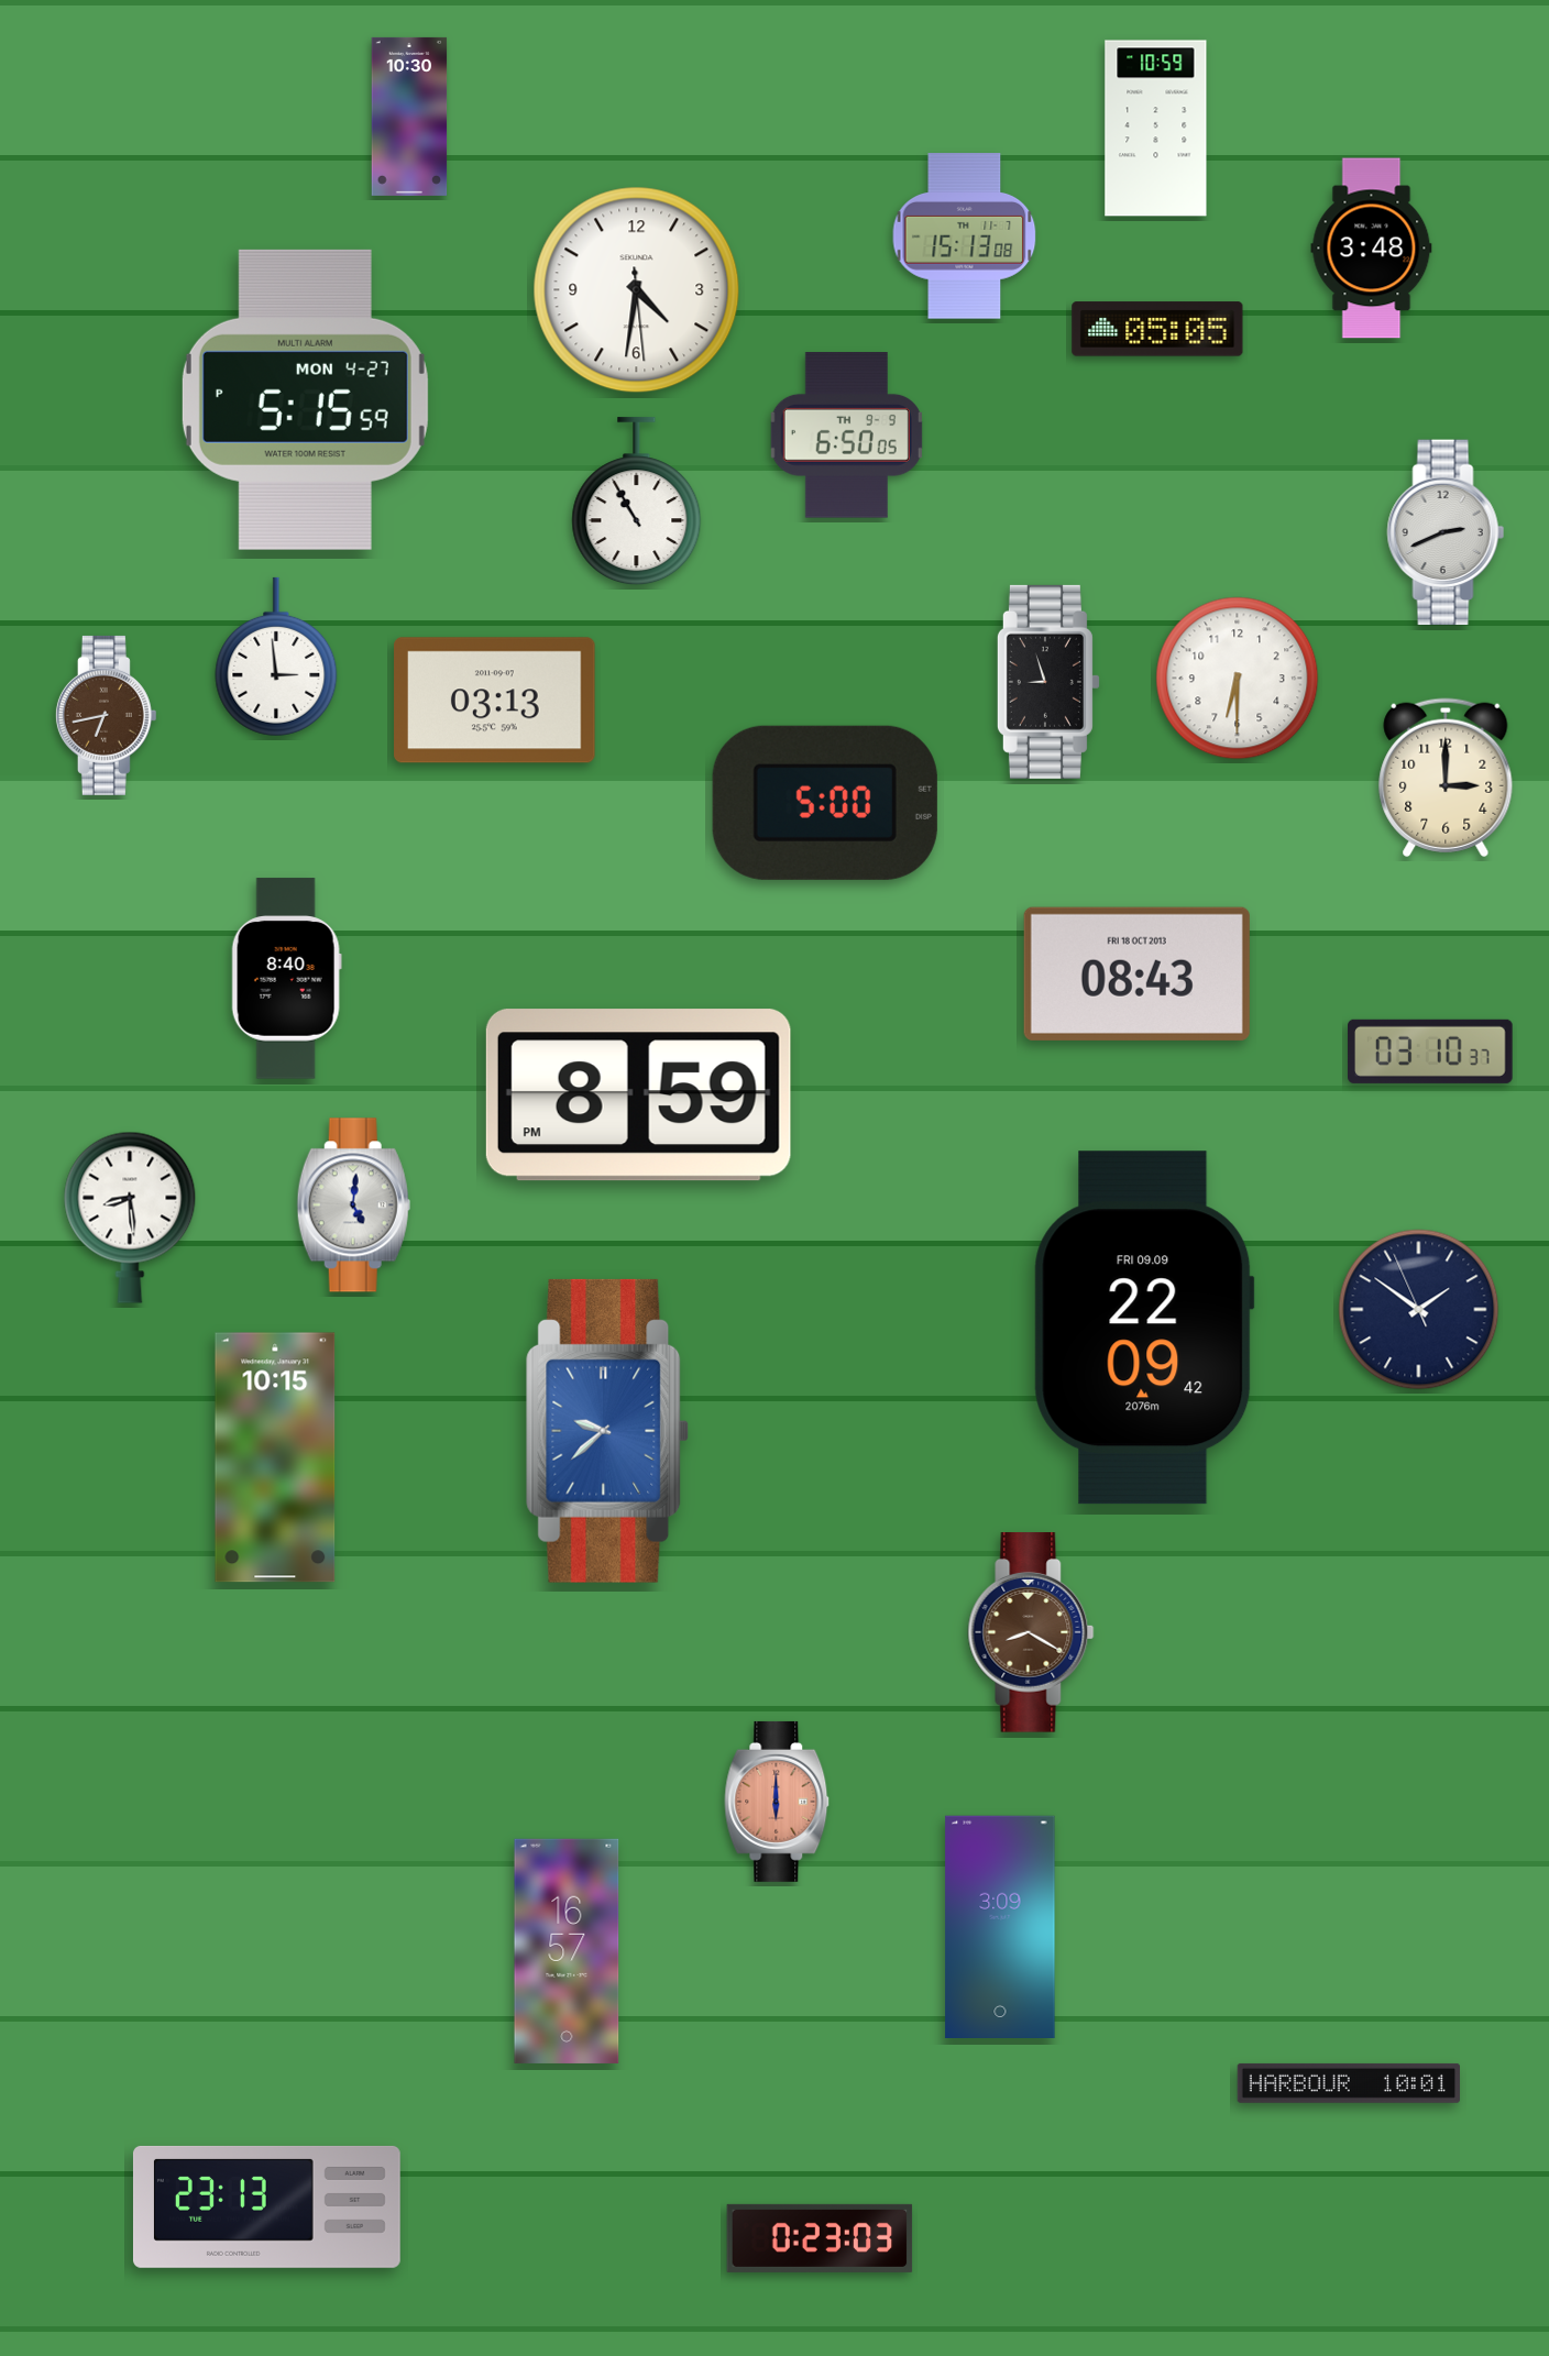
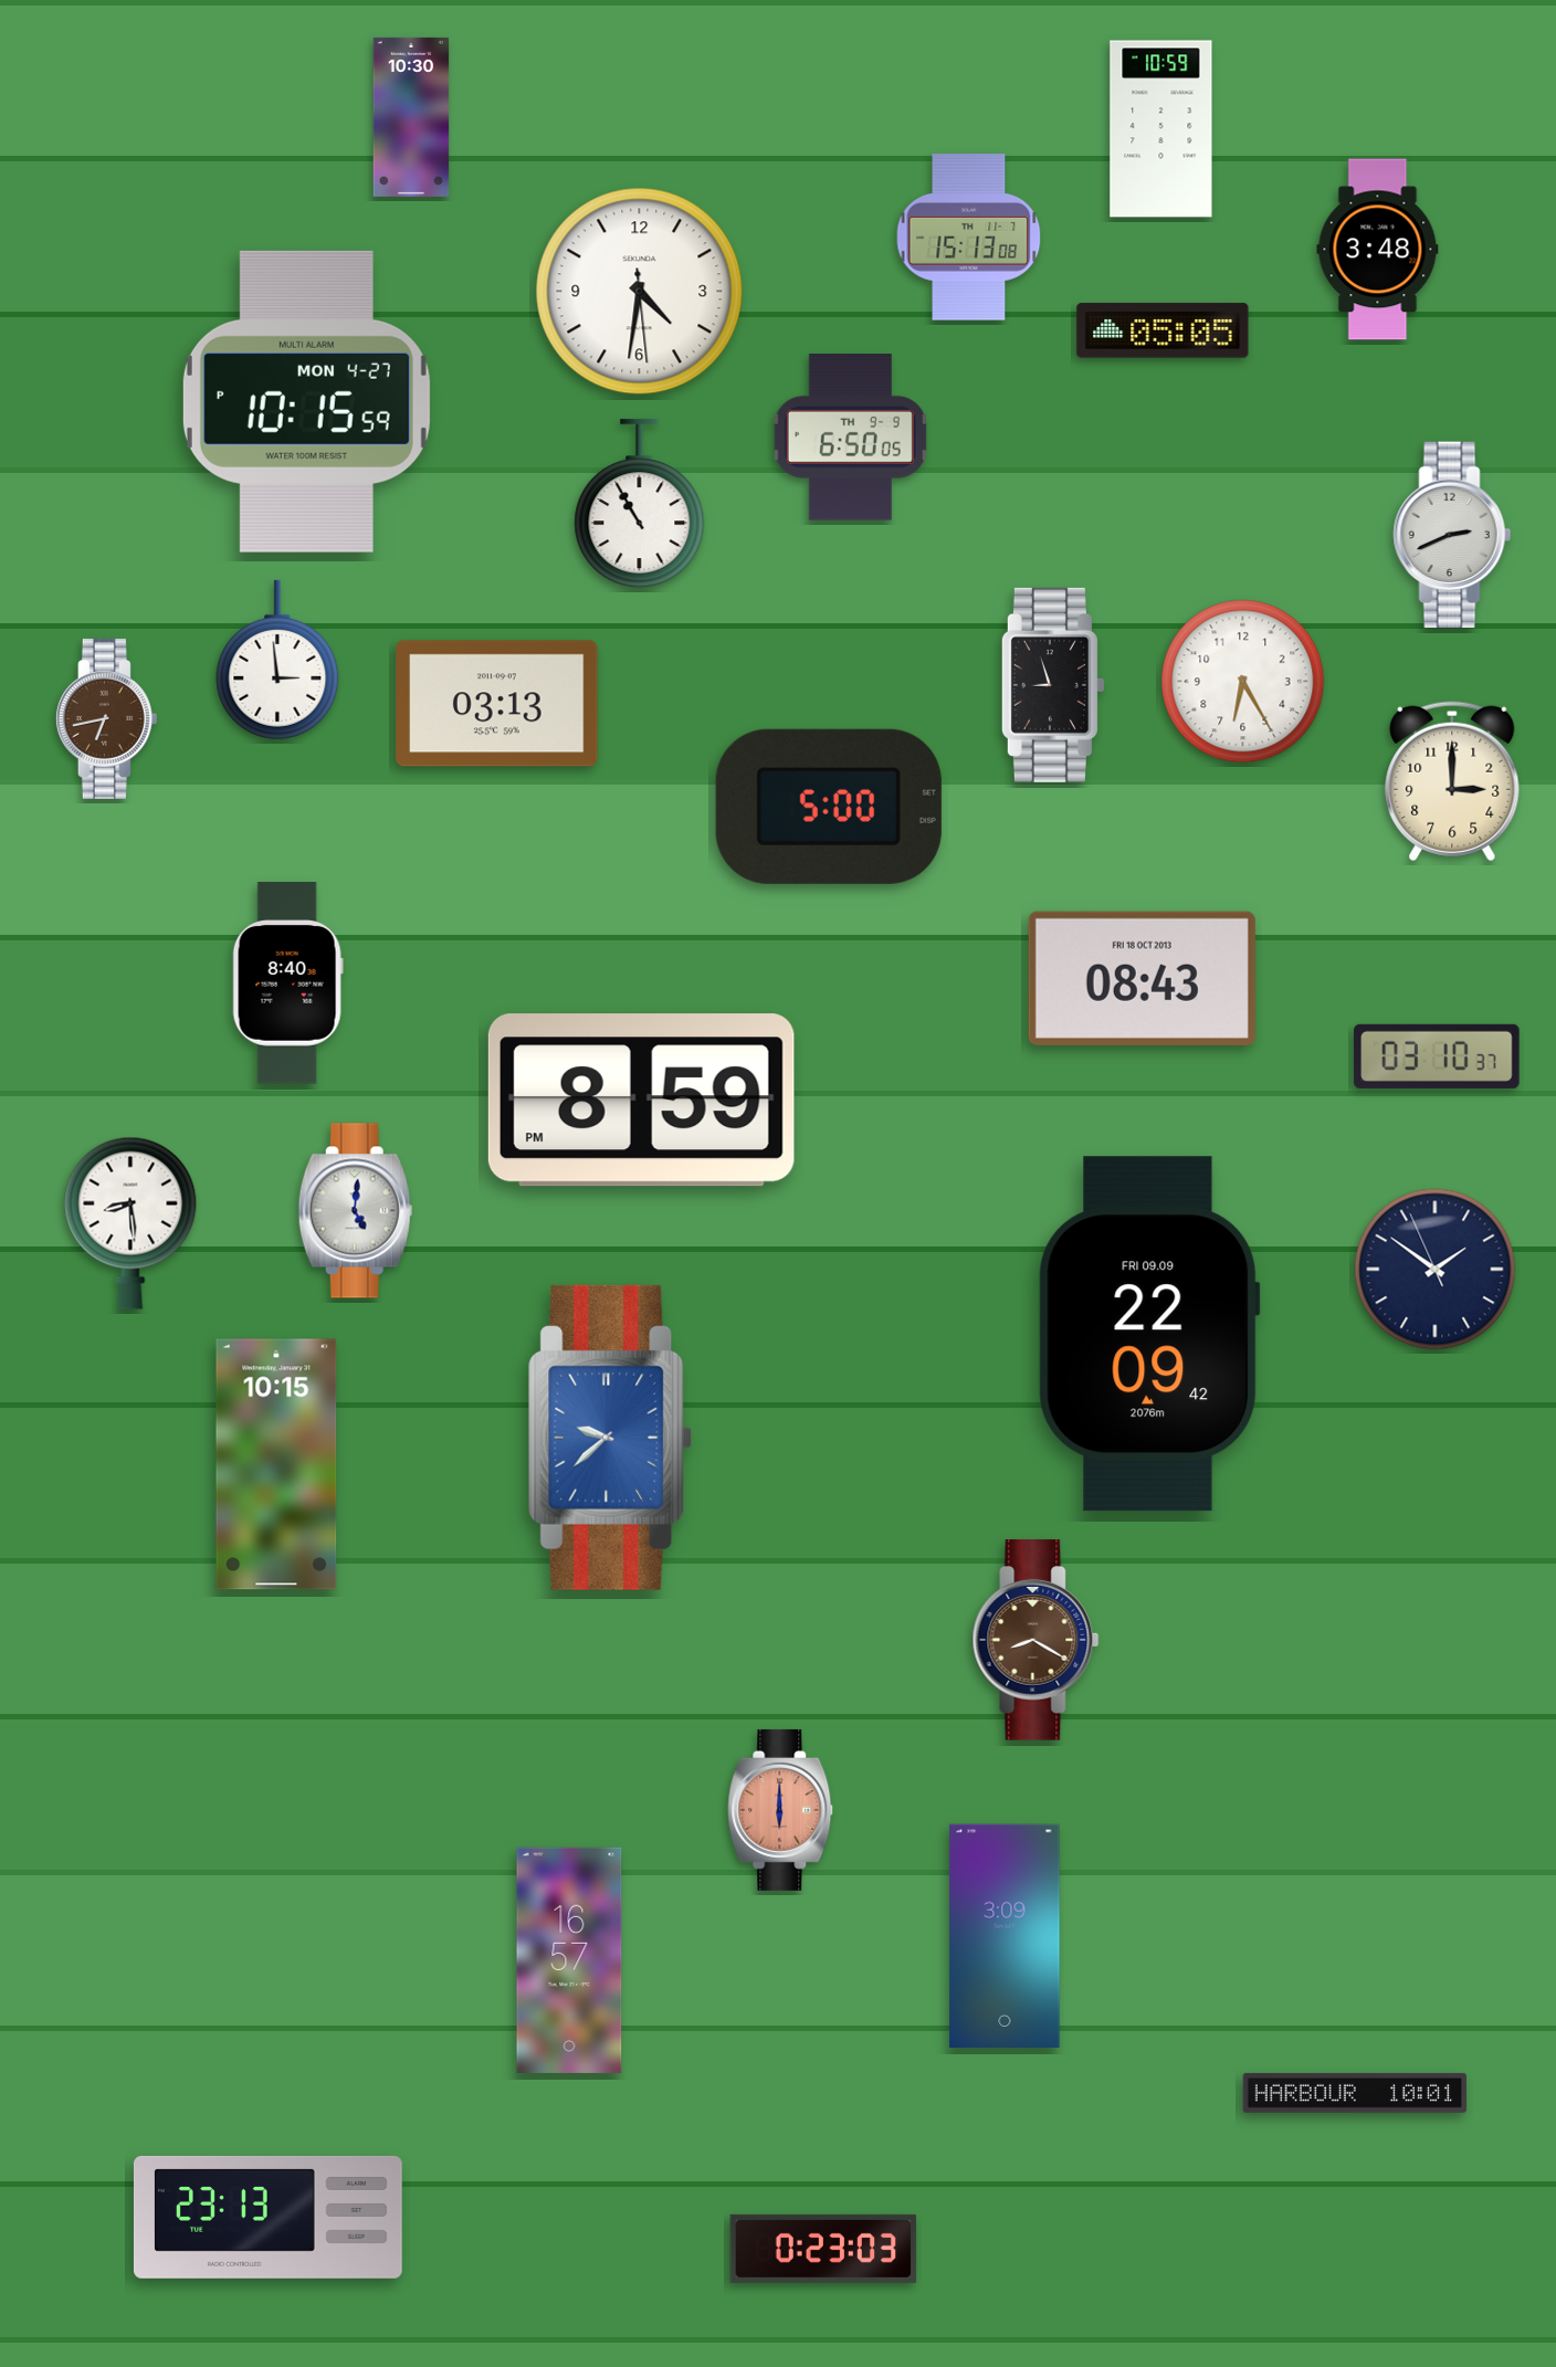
clock at (305, 399): 5:15 -> 10:15
clock at (1238, 679): 6:30 -> 6:25
clock at (1419, 1310) position: (1419, 1310) -> (1436, 1270)
